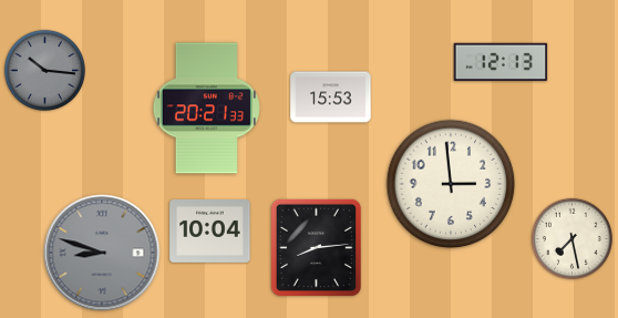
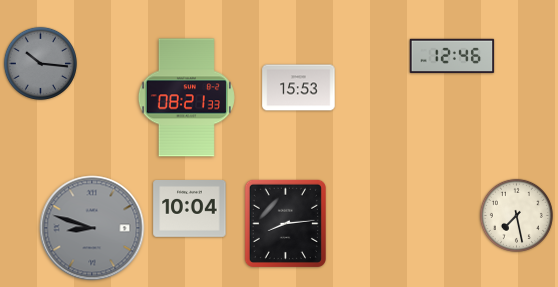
clock at (501, 62): 12:13 -> 12:46
clock at (206, 109): 20:21 -> 08:21
clock at (451, 184): 2:59 -> none
